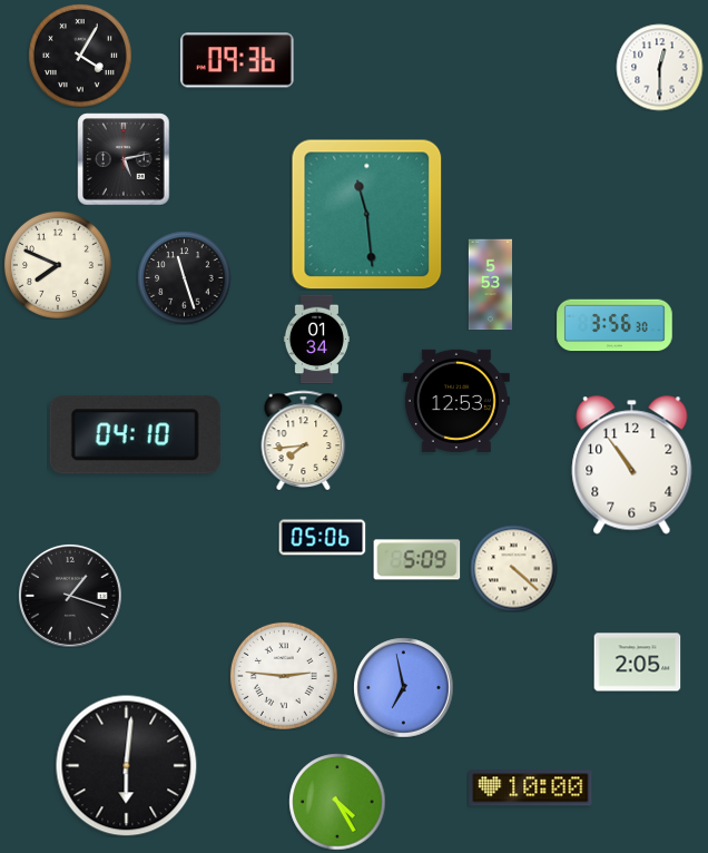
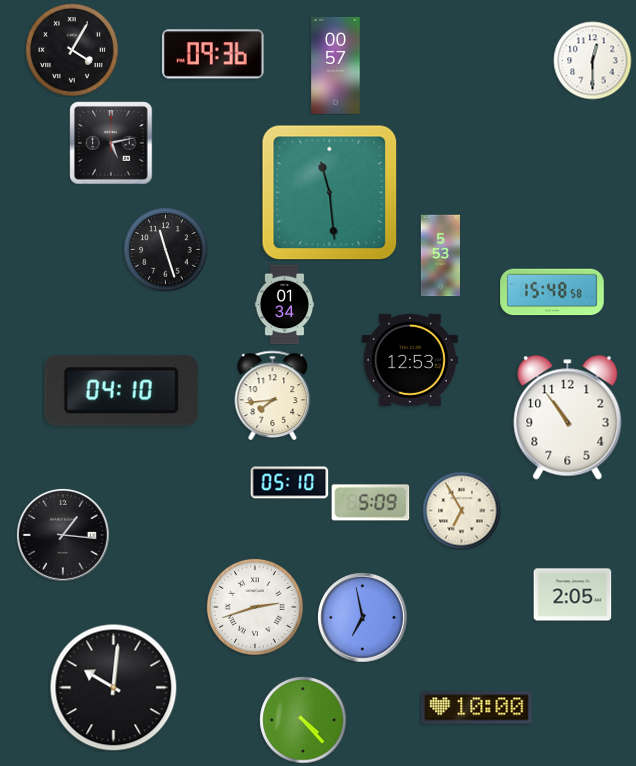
clock at (336, 65): none -> 00:57
clock at (58, 265): 7:49 -> none
clock at (614, 325): 3:56 -> 15:48
clock at (322, 538): 05:06 -> 05:10
clock at (416, 560) position: (416, 560) -> (370, 503)
clock at (513, 568): 4:22 -> 6:55
clock at (70, 596): 1:18 -> 1:16
clock at (284, 676): 2:46 -> 2:42
clock at (126, 765): 6:01 -> 10:01
clock at (337, 802): 4:25 -> 4:23
